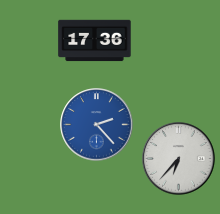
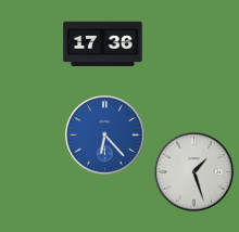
clock at (97, 125): 2:23 -> 6:23
clock at (179, 159): 6:37 -> 1:27
